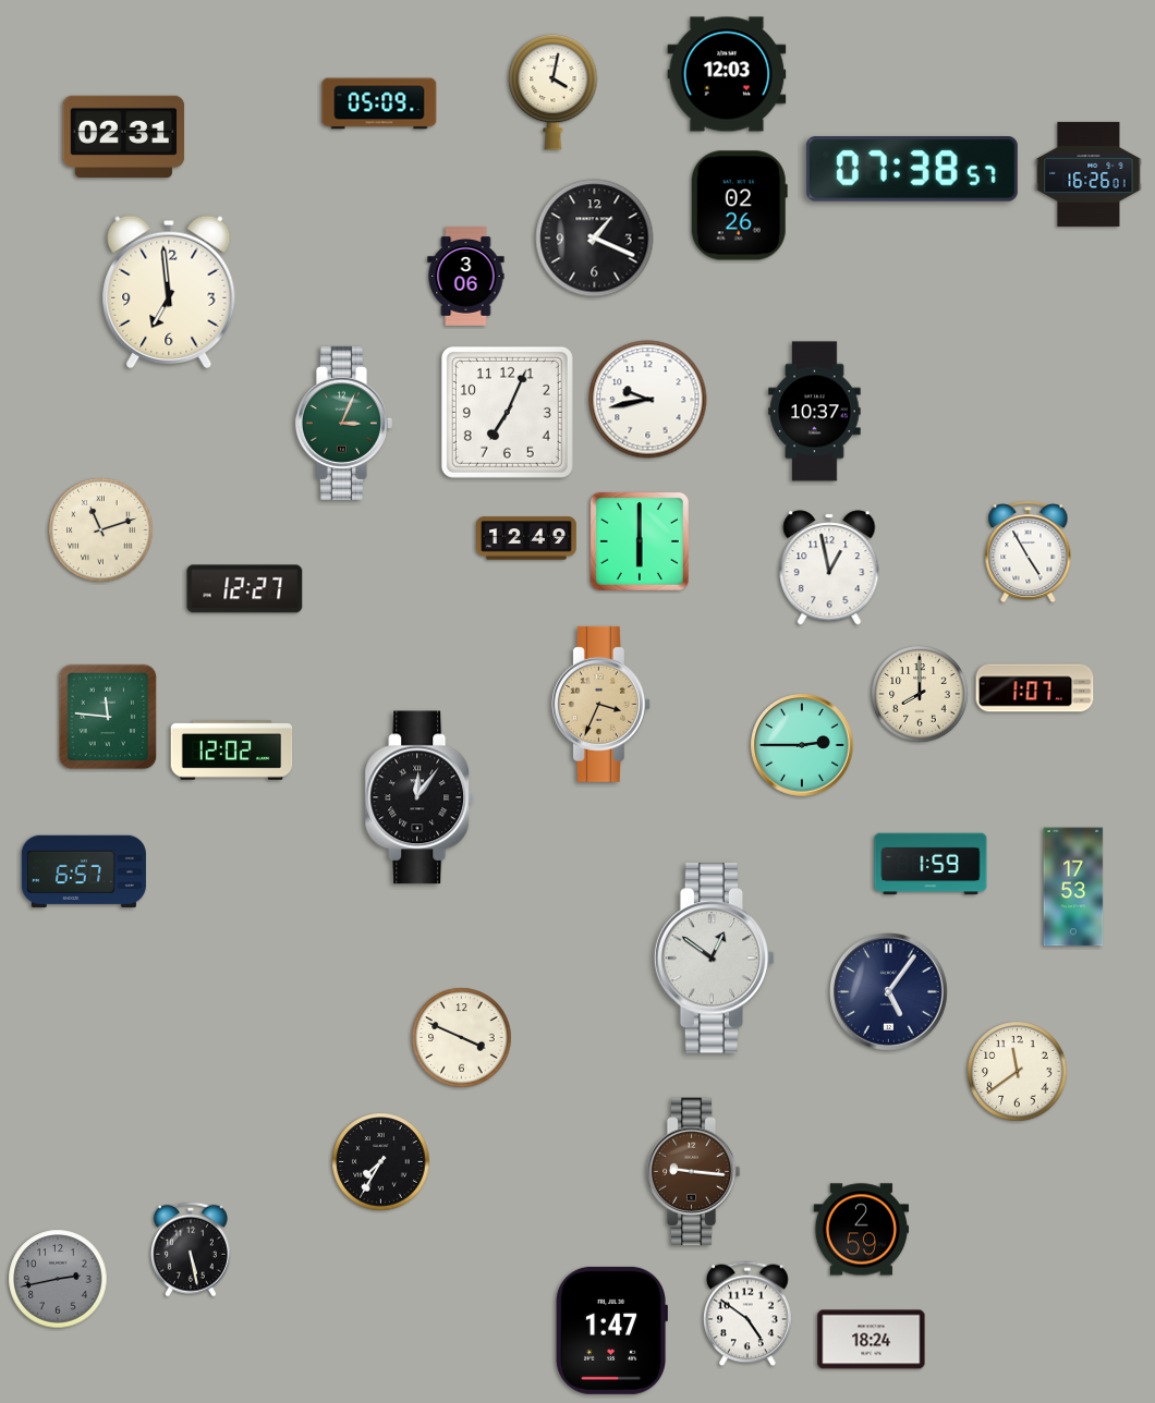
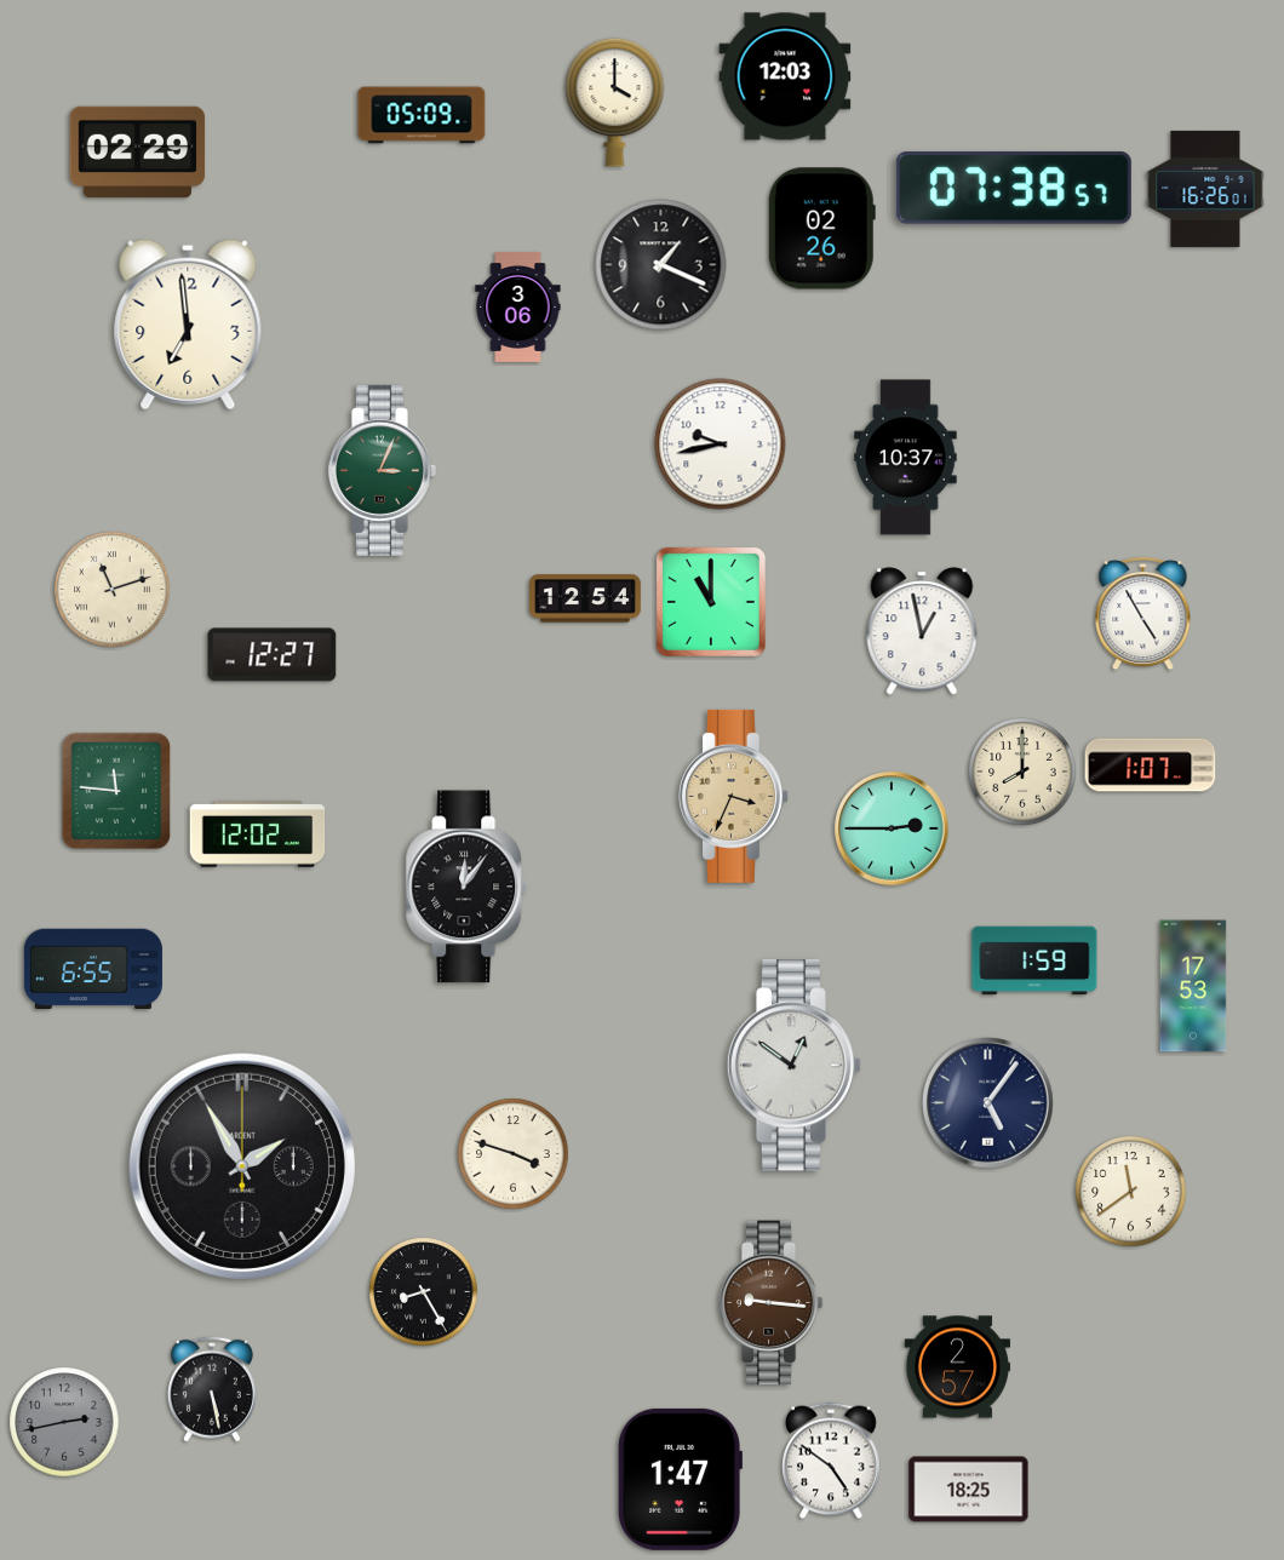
clock at (727, 74) position: (727, 74) -> (785, 76)
clock at (554, 91): 4:02 -> 4:00
clock at (124, 137): 02:31 -> 02:29
clock at (1089, 174) position: (1089, 174) -> (1205, 189)
clock at (507, 412): 7:04 -> none
clock at (527, 538): 12:49 -> 12:54
clock at (640, 541): 6:00 -> 11:00
clock at (600, 704) position: (600, 704) -> (733, 796)
clock at (108, 717) position: (108, 717) -> (116, 791)
clock at (84, 871): 6:57 -> 6:55
clock at (462, 1038): 3:49 -> 3:48
clock at (242, 1166): none -> 1:55
clock at (381, 1162): 7:35 -> 8:25
clock at (861, 1230): 2:59 -> 2:57
clock at (872, 1340): 18:24 -> 18:25
